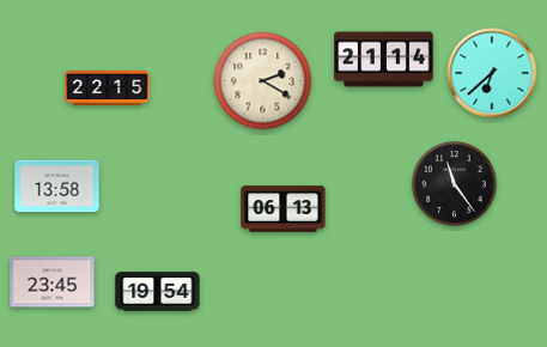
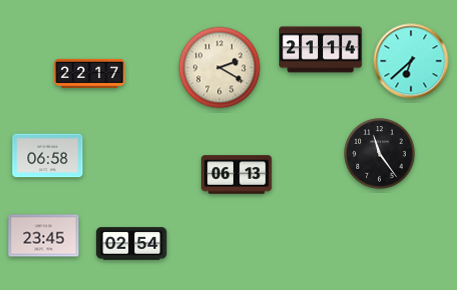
clock at (108, 87): 22:15 -> 22:17
clock at (57, 187): 13:58 -> 06:58
clock at (158, 292): 19:54 -> 02:54
